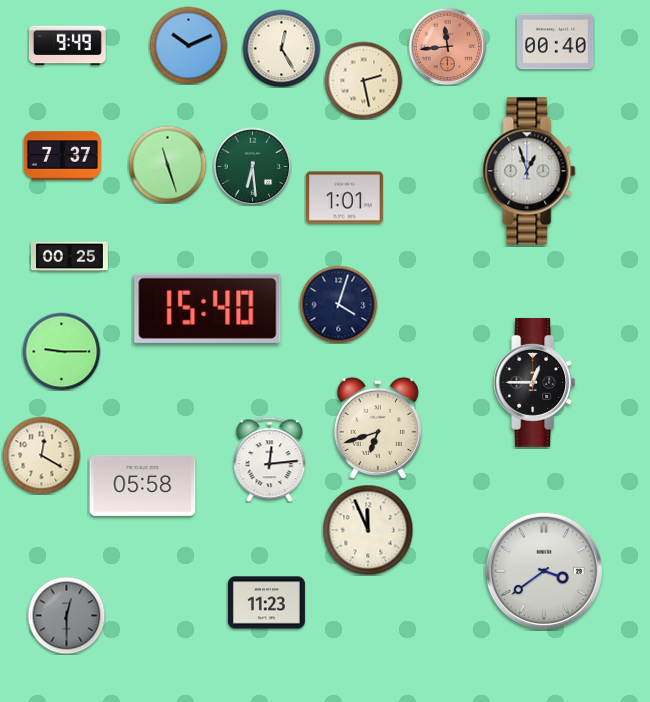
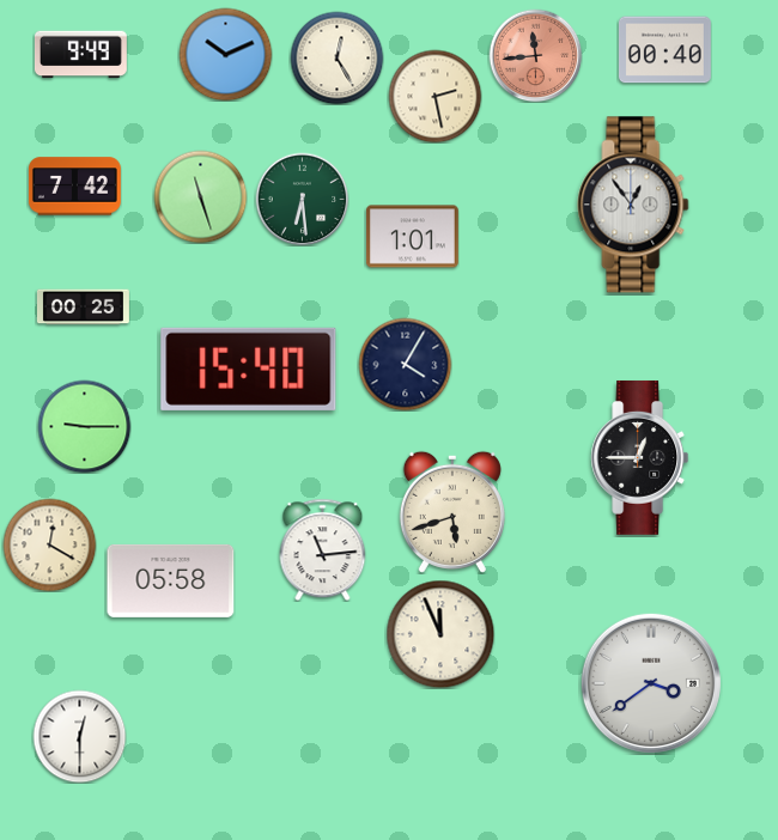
clock at (62, 156): 7:37 -> 7:42
clock at (529, 171): 12:57 -> 12:54
clock at (338, 304): 4:03 -> 4:05
clock at (61, 351) position: (61, 351) -> (84, 426)
clock at (378, 428): 6:42 -> 5:42
clock at (270, 459): 12:14 -> 11:14
clock at (266, 603): 11:23 -> none
clock at (66, 615) dial: grey -> white
